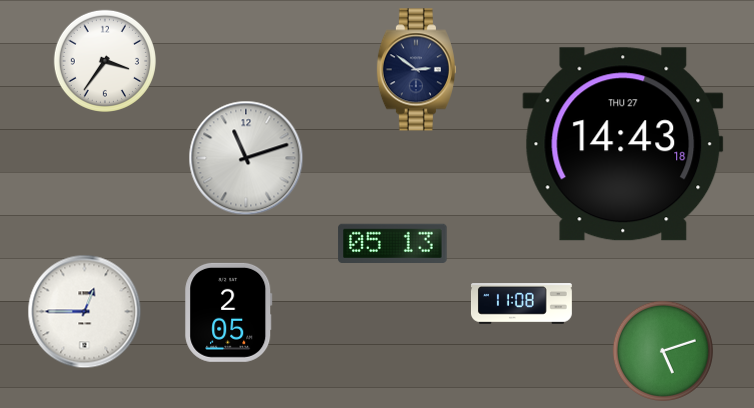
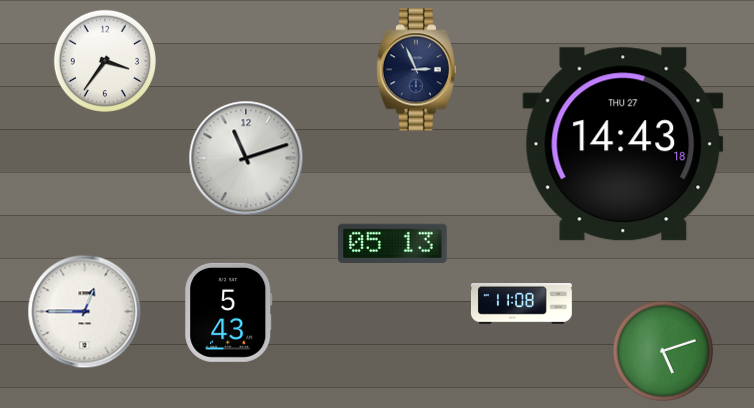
clock at (416, 70): 2:51 -> 2:56
clock at (229, 312): 2:05 -> 5:43
